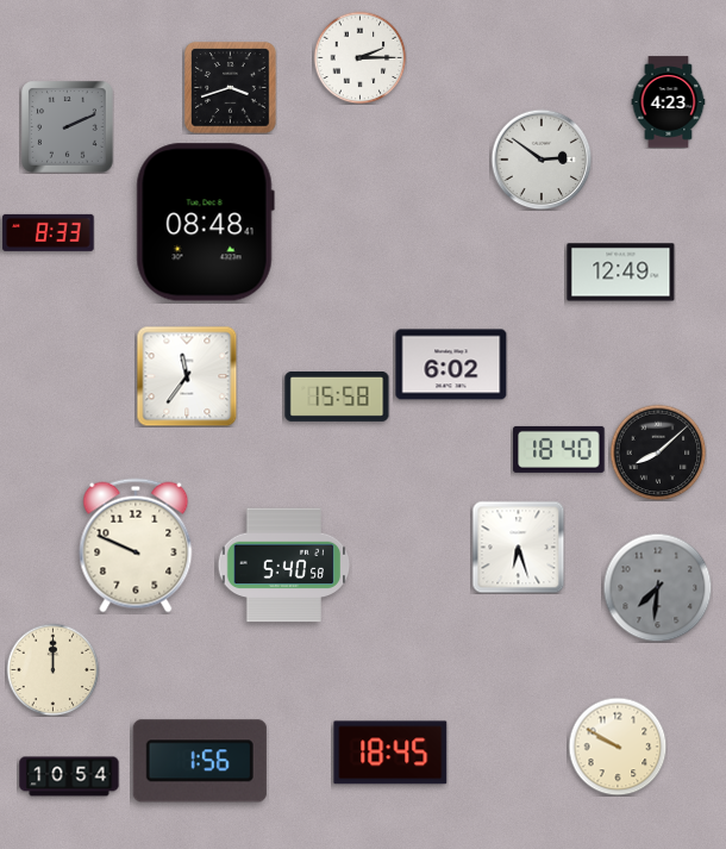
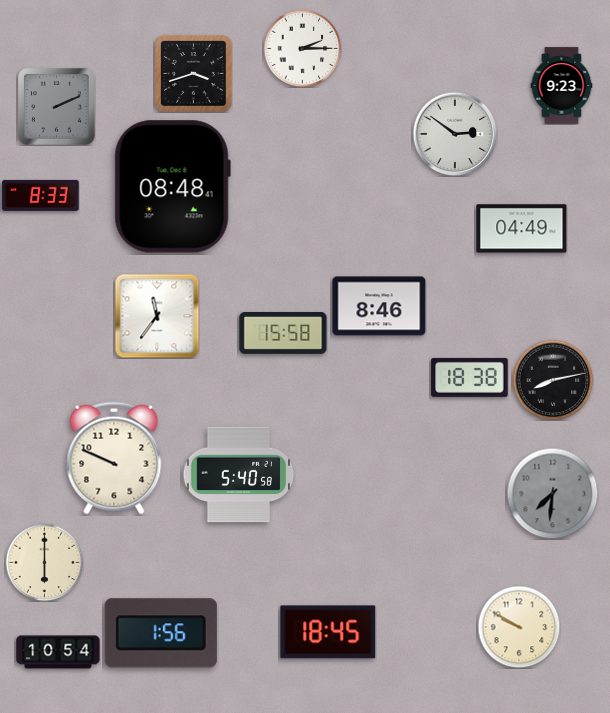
clock at (669, 102): 4:23 -> 9:23
clock at (621, 273): 12:49 -> 04:49
clock at (451, 364): 6:02 -> 8:46
clock at (559, 449): 18:40 -> 18:38
clock at (658, 452): 8:08 -> 8:13
clock at (518, 547): 6:27 -> none
clock at (52, 669): 12:00 -> 6:00
clock at (200, 761) position: (200, 761) -> (161, 633)
